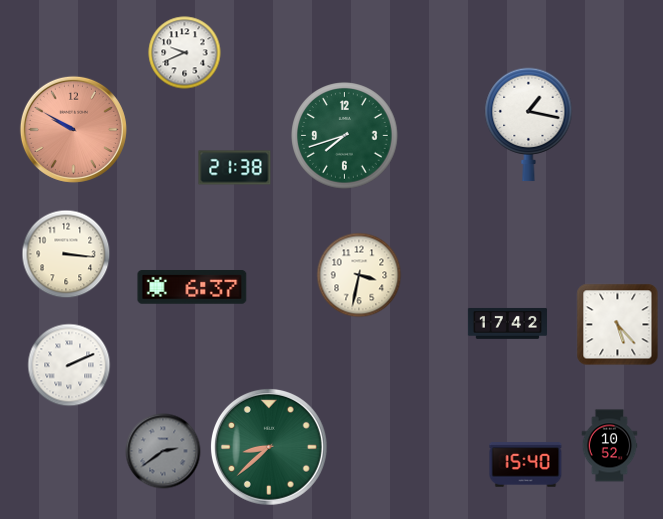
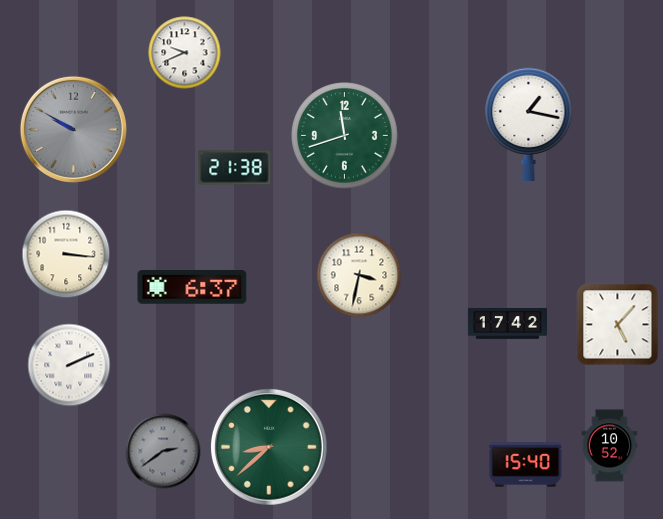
clock at (73, 129) dial: salmon -> grey
clock at (345, 136): 7:42 -> 11:42
clock at (618, 325): 5:23 -> 5:07
